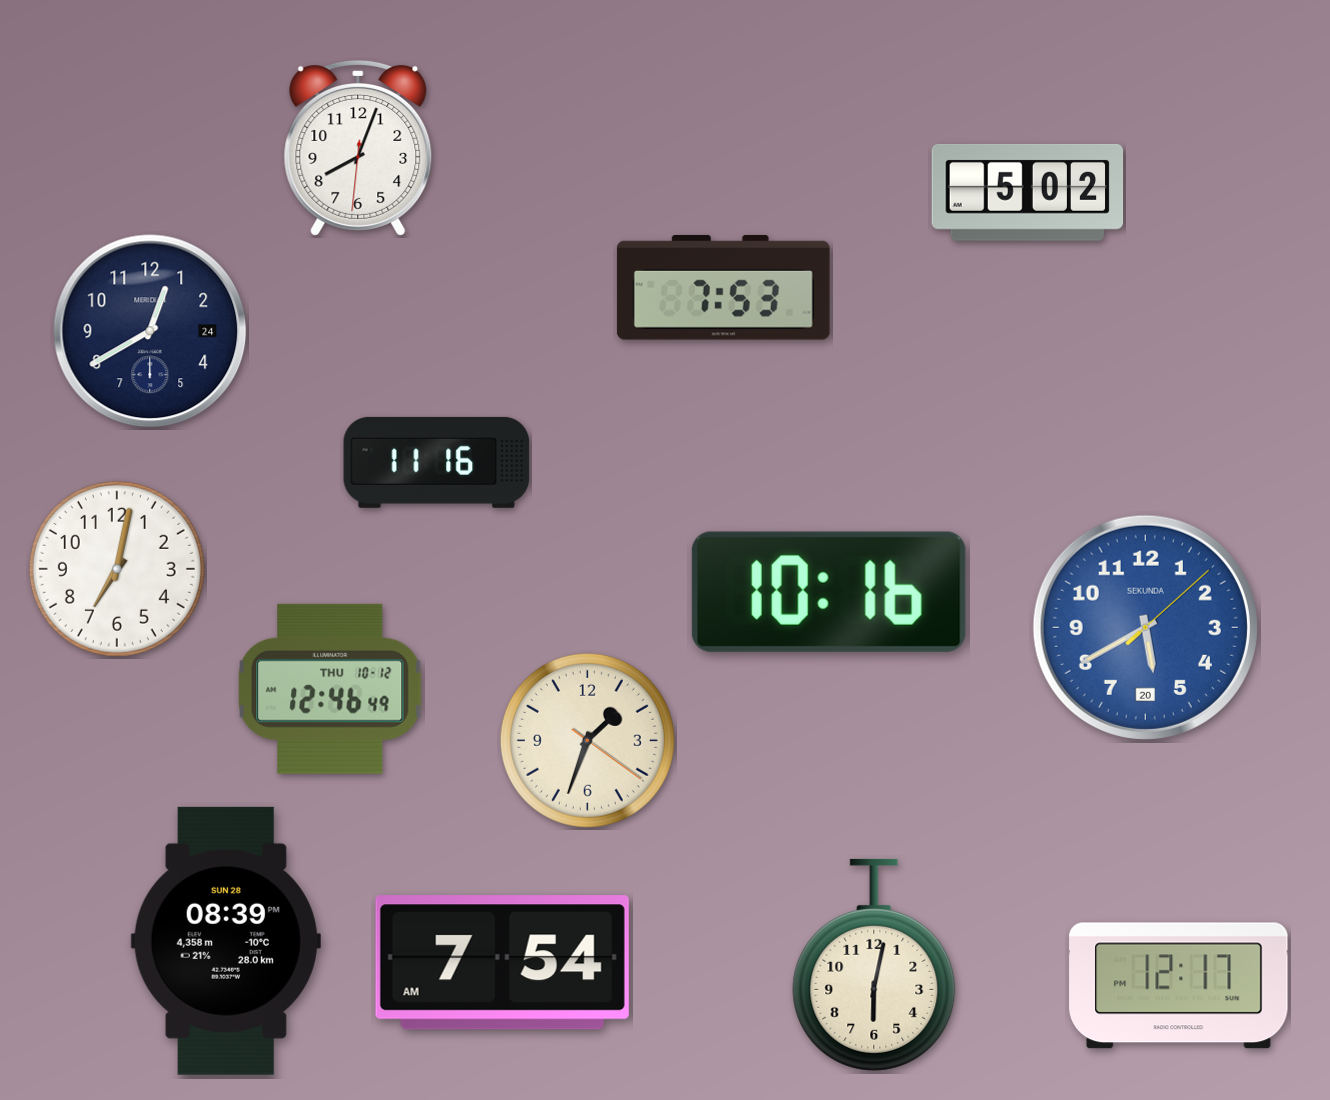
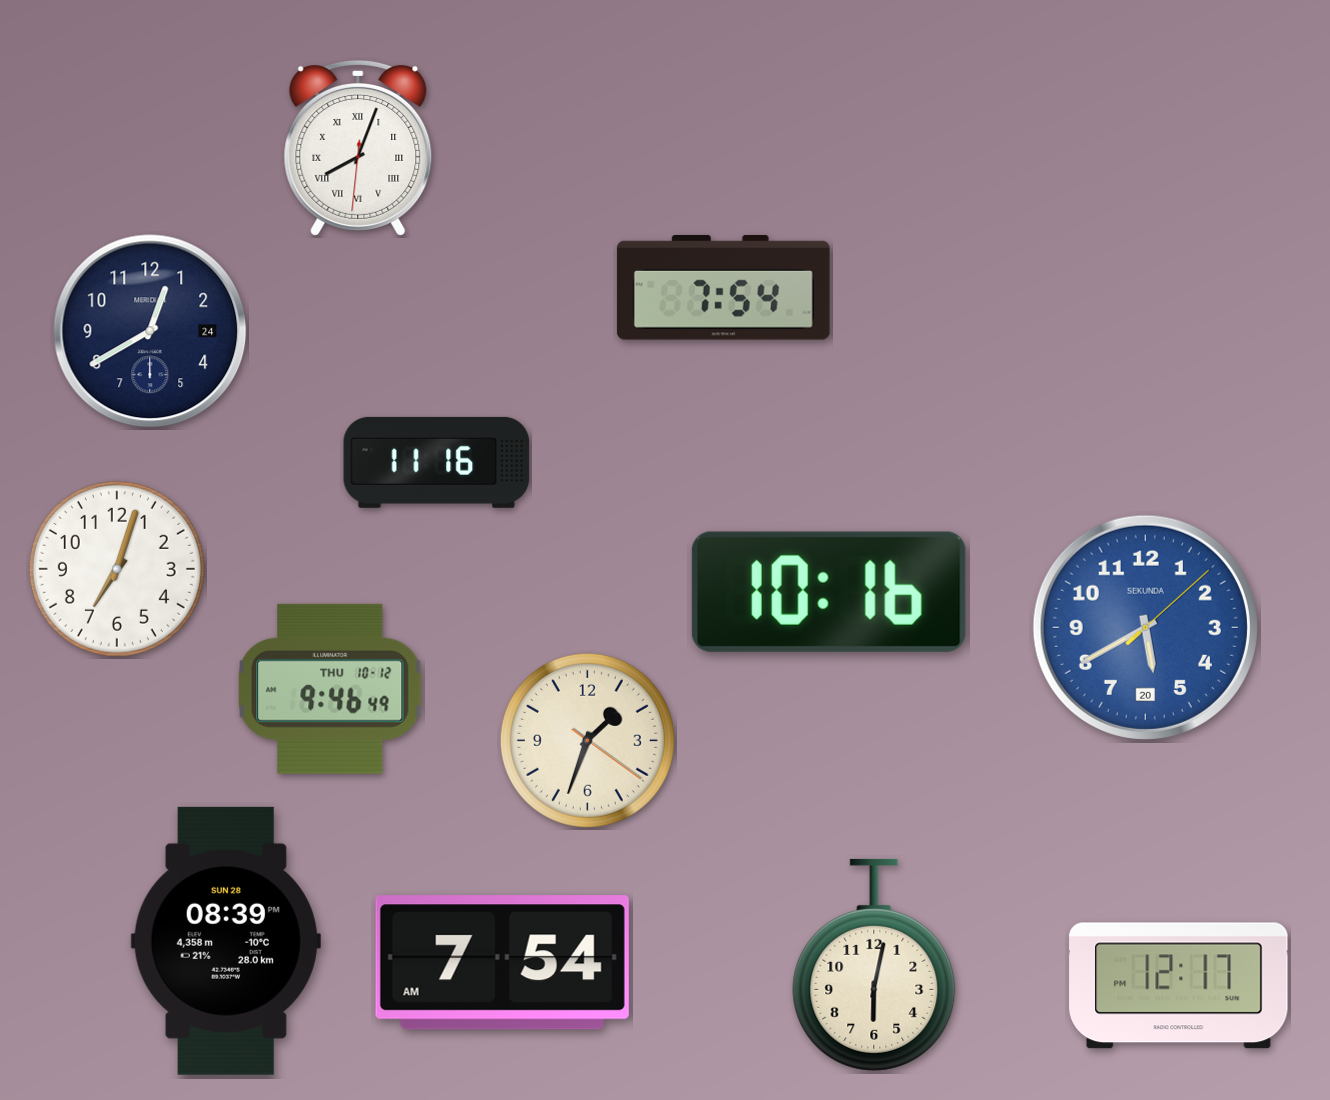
clock at (358, 148) numerals: Arabic -> Roman
clock at (1028, 192): 5:02 -> none
clock at (723, 287): 7:53 -> 7:54
clock at (117, 569): 7:02 -> 7:03
clock at (330, 689): 12:46 -> 9:46
